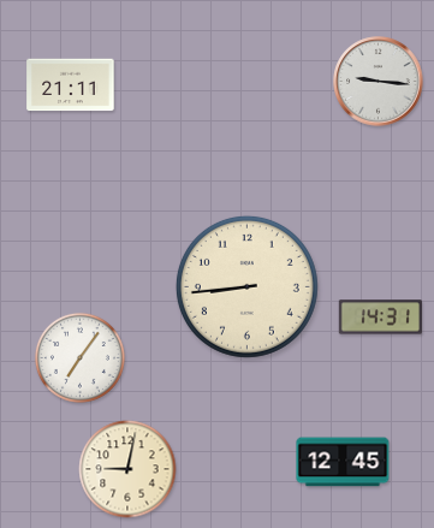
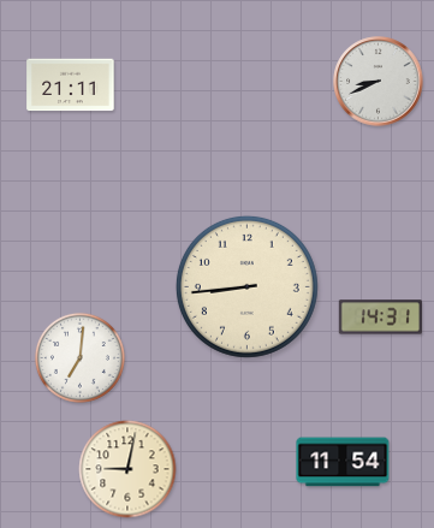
clock at (379, 82): 9:16 -> 8:41
clock at (79, 357): 7:06 -> 7:01
clock at (343, 462): 12:45 -> 11:54
